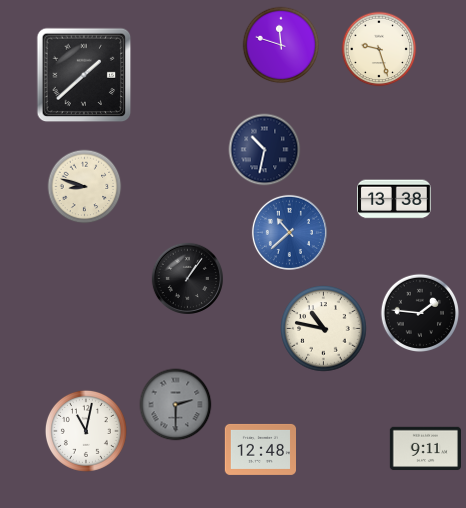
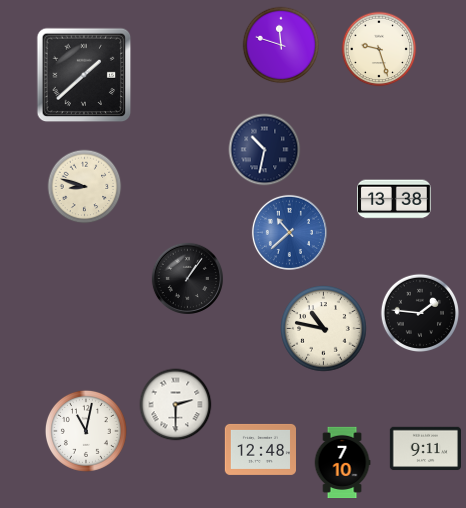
clock at (176, 405) dial: grey -> white
clock at (342, 462): none -> 7:10
